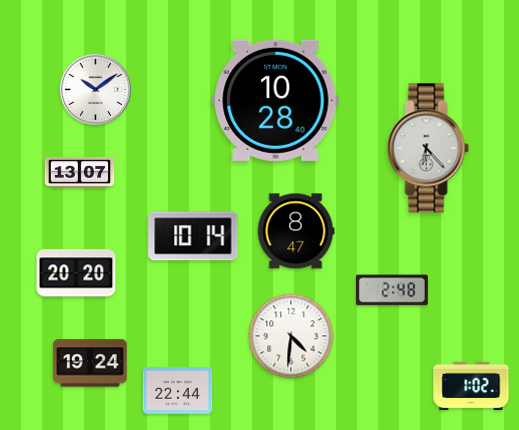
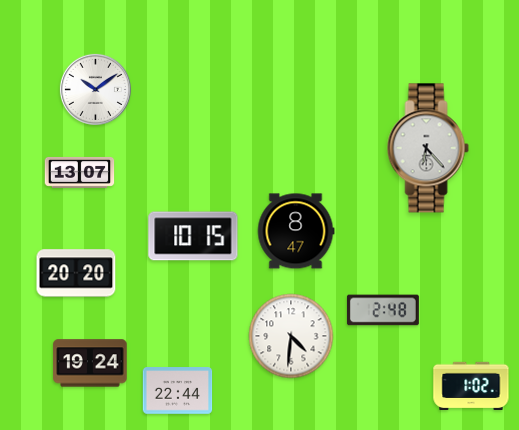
clock at (276, 100): 10:28 -> none
clock at (193, 236): 10:14 -> 10:15
clock at (392, 290) position: (392, 290) -> (383, 310)
